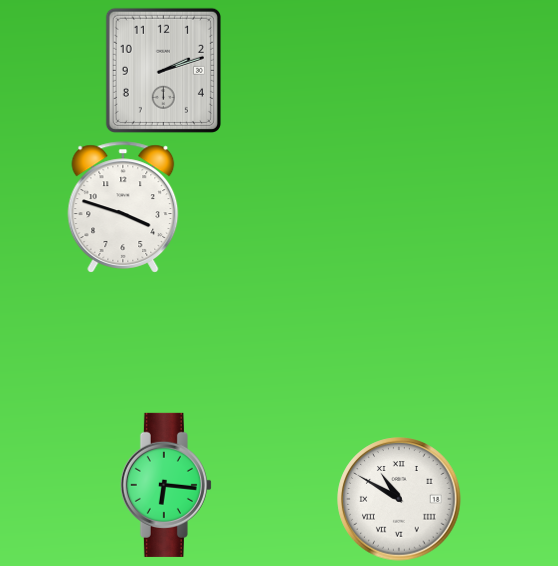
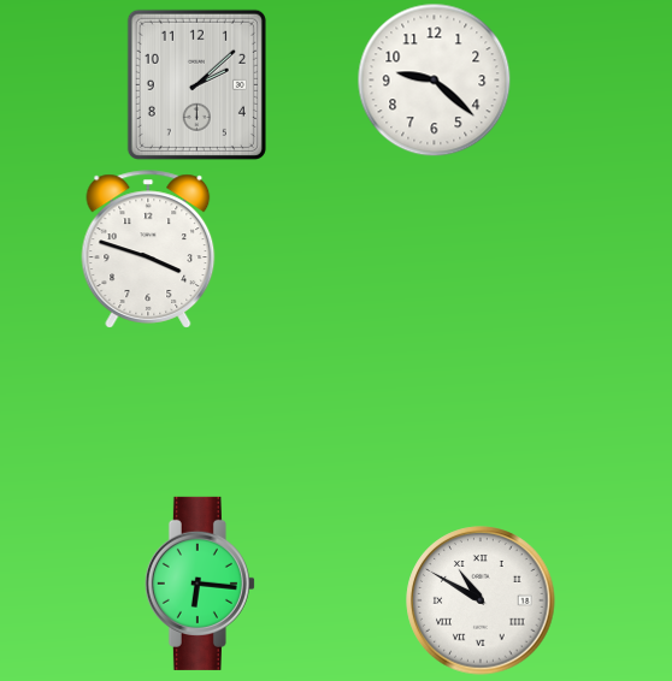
clock at (435, 81): none -> 9:22
clock at (163, 70): 2:12 -> 2:08
